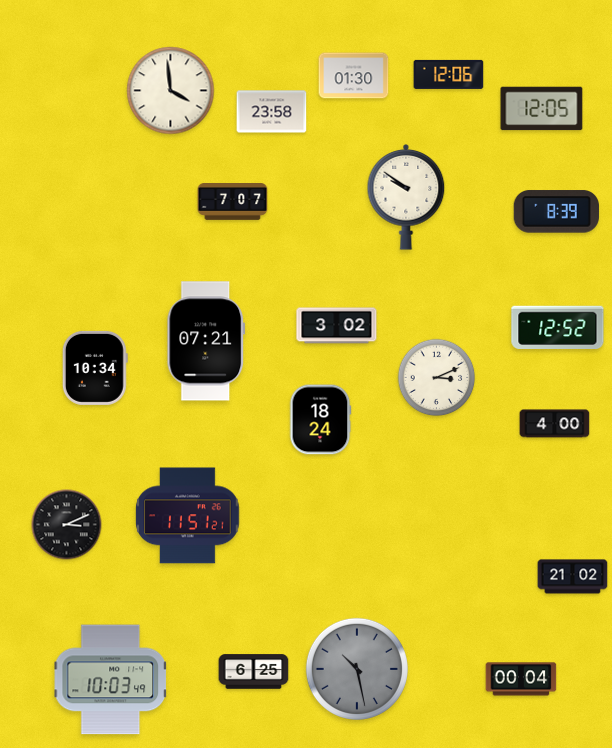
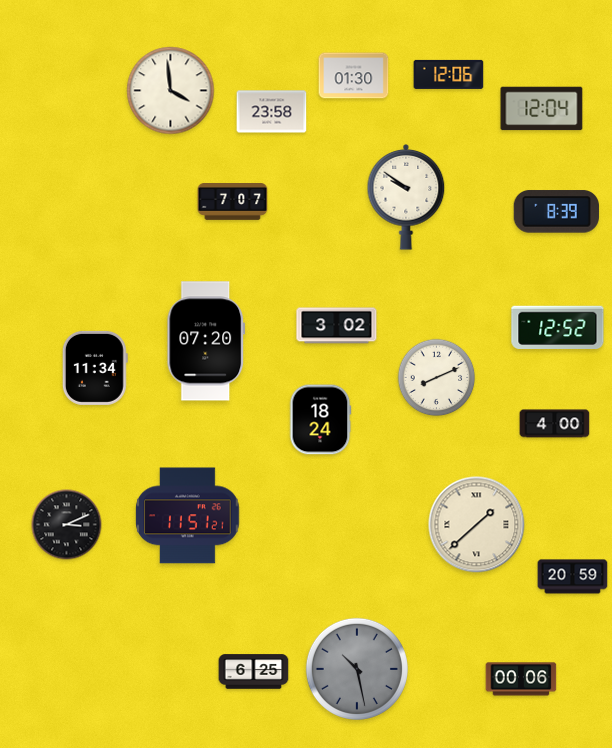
clock at (542, 109): 12:05 -> 12:04
clock at (206, 341): 07:21 -> 07:20
clock at (95, 368): 10:34 -> 11:34
clock at (437, 378): 3:11 -> 8:11
clock at (477, 525): none -> 1:38
clock at (573, 577): 21:02 -> 20:59
clock at (521, 679): 00:04 -> 00:06
clock at (110, 680): 10:03 -> none
